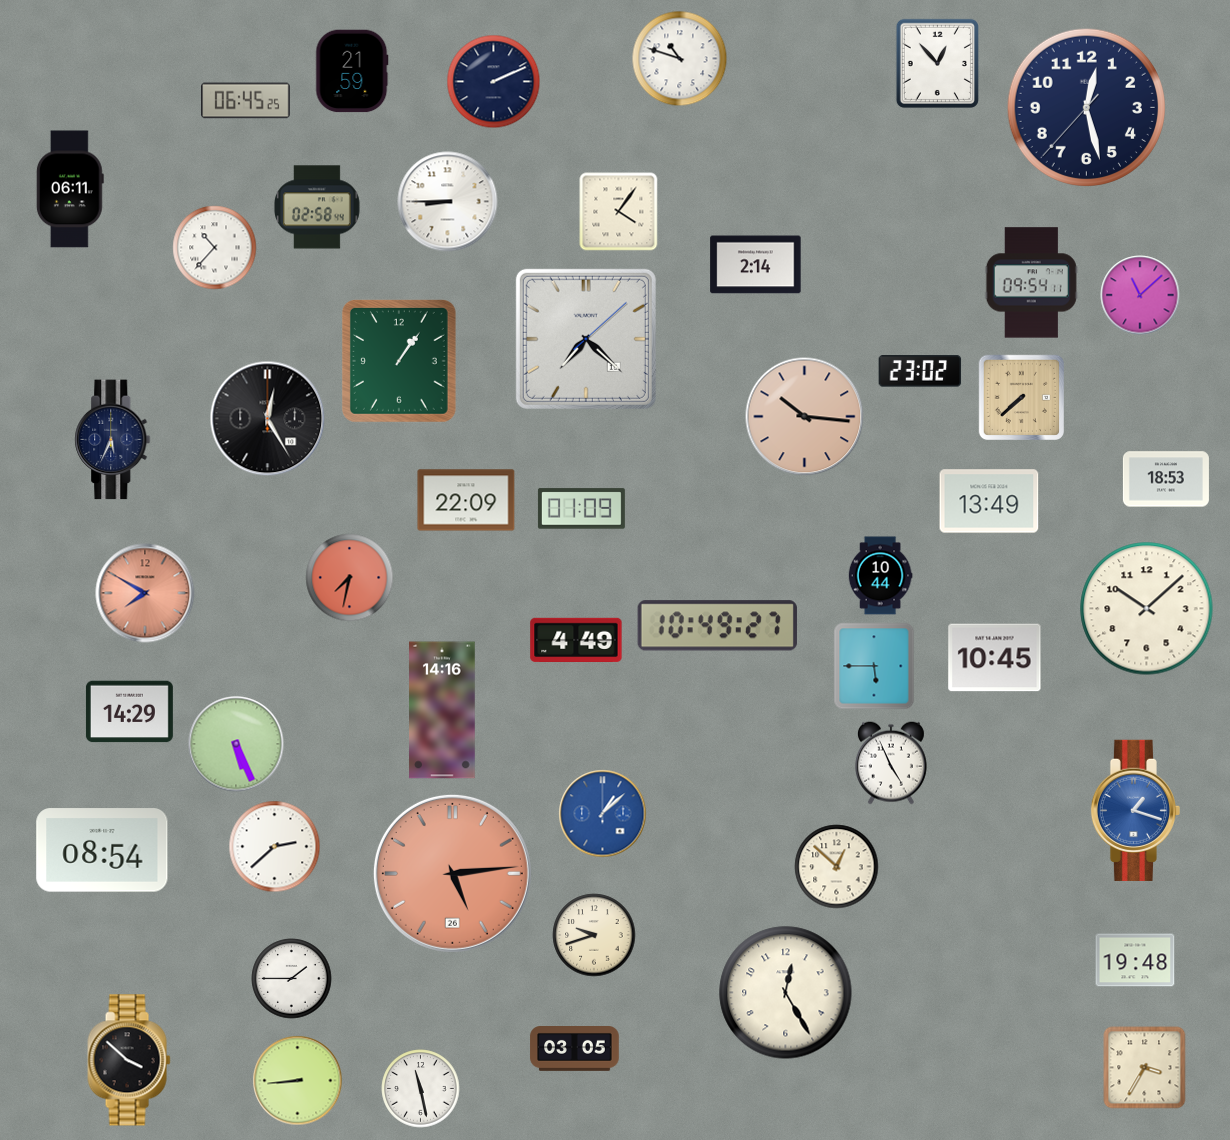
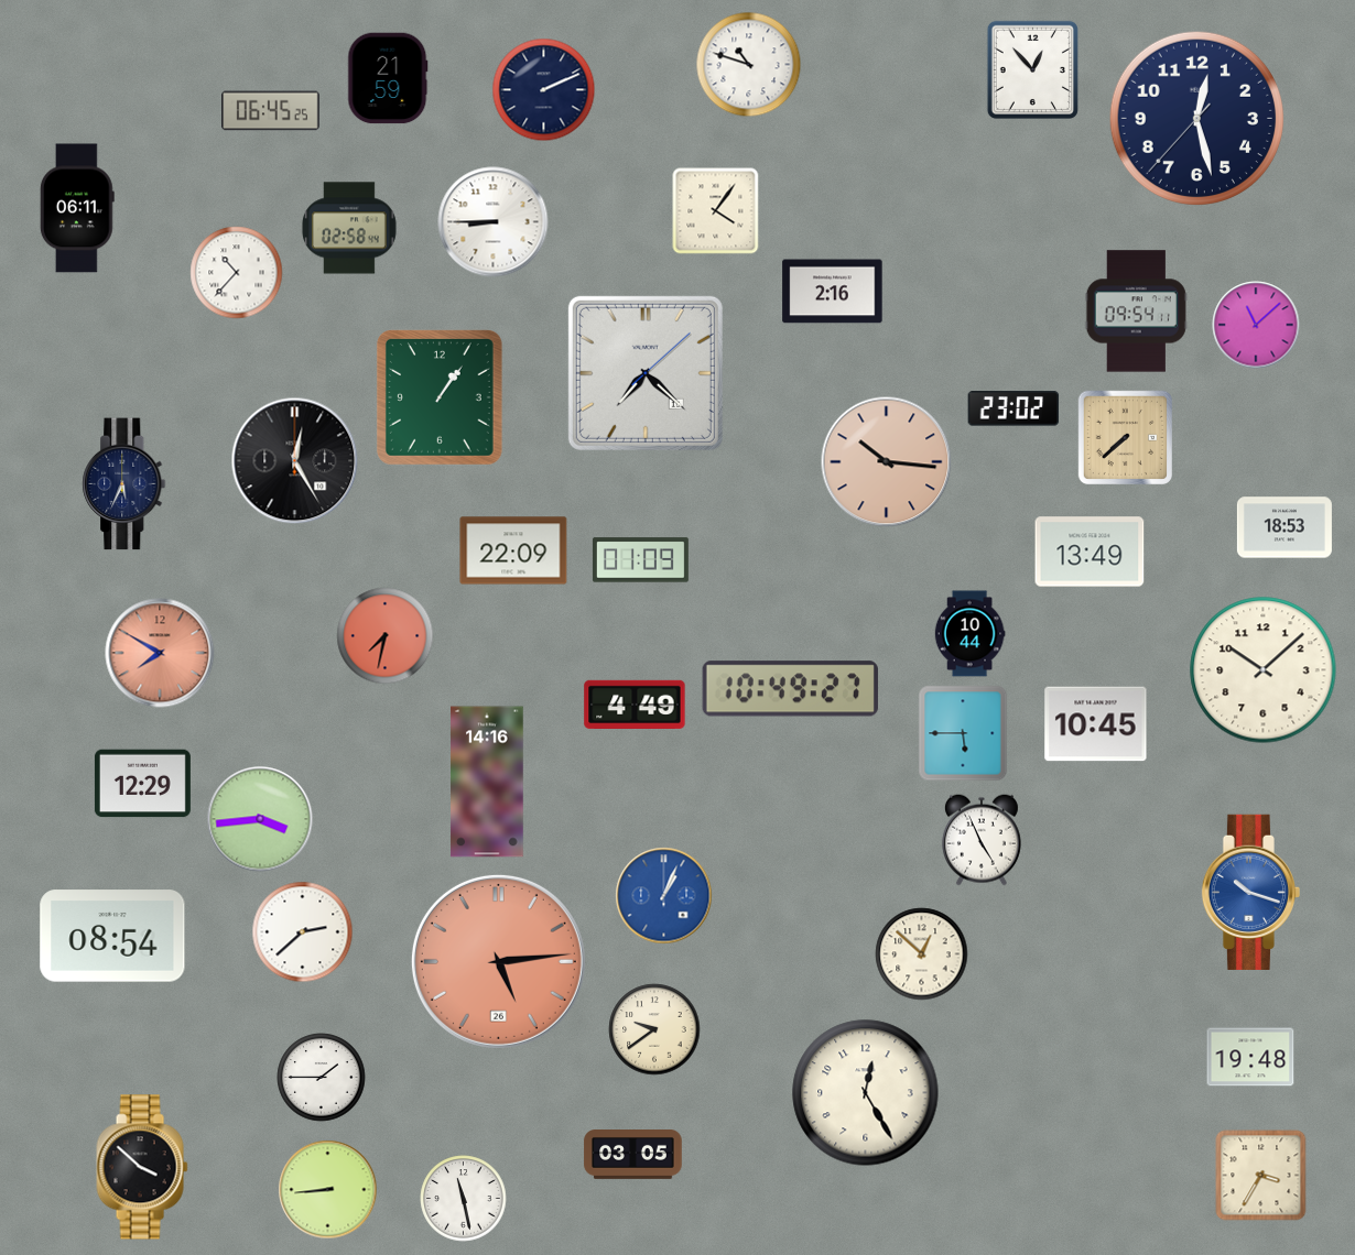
clock at (619, 212) position: (619, 212) -> (716, 211)
clock at (756, 265): 2:14 -> 2:16
clock at (805, 417) position: (805, 417) -> (887, 462)
clock at (129, 712): 14:29 -> 12:29
clock at (236, 744): 5:26 -> 3:44
clock at (1135, 810): 1:18 -> 10:18
clock at (603, 814): 1:08 -> 1:04
clock at (594, 935): 9:42 -> 9:39
